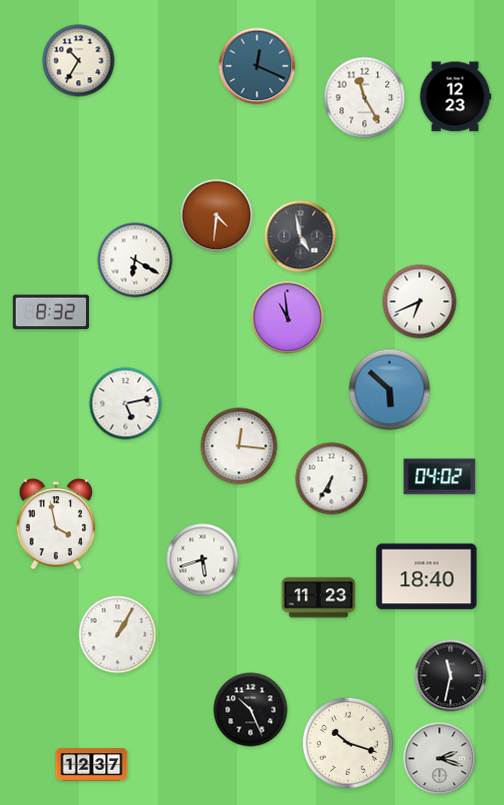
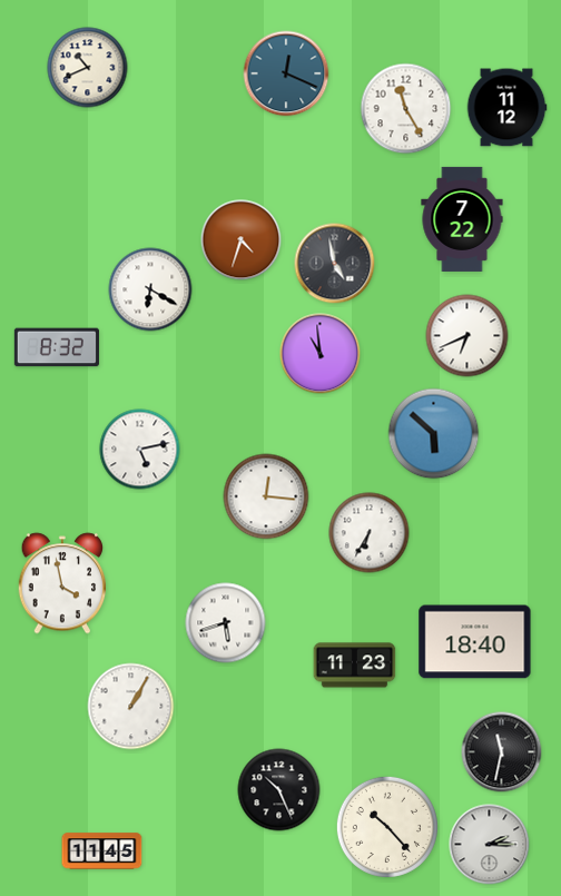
clock at (79, 61): 10:35 -> 10:41
clock at (455, 97): 12:23 -> 11:12
clock at (462, 219): none -> 7:22
clock at (217, 216): 4:31 -> 4:33
clock at (440, 477): 04:02 -> none
clock at (348, 743): 10:18 -> 10:23
clock at (440, 759): 2:18 -> 2:15
clock at (92, 765): 12:37 -> 11:45
